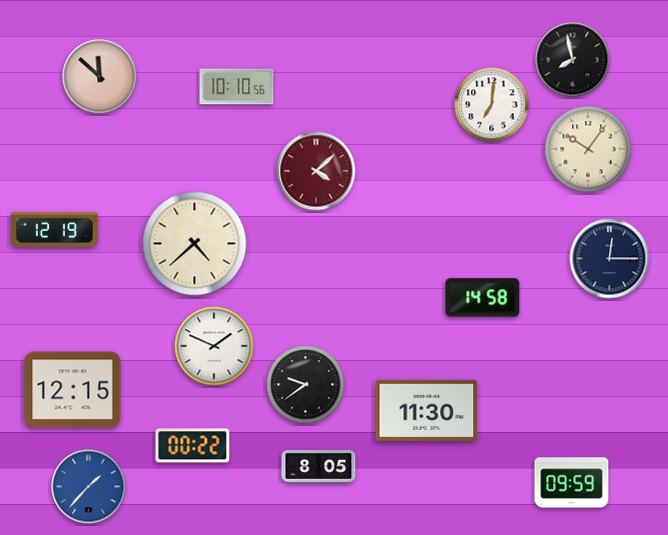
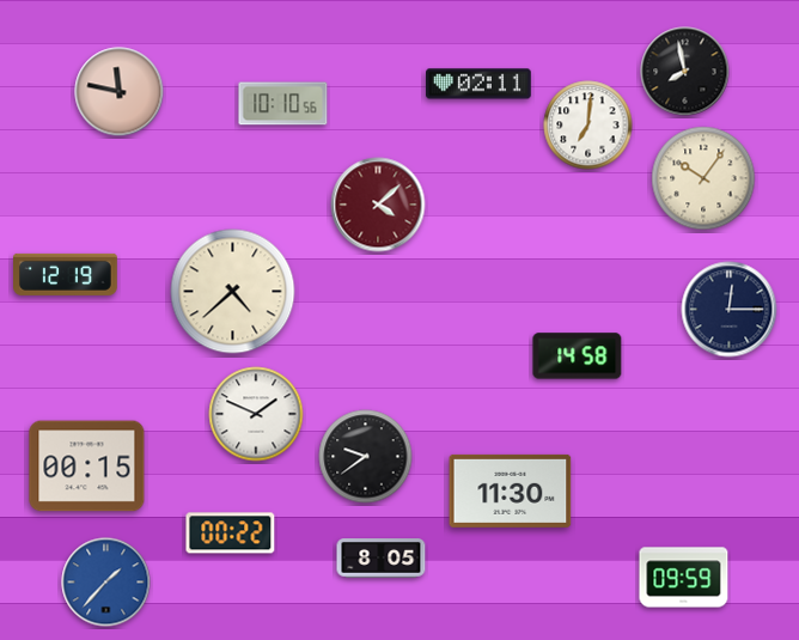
clock at (478, 84): none -> 02:11
clock at (100, 77): 11:52 -> 11:47
clock at (306, 385) position: (306, 385) -> (366, 457)
clock at (73, 390): 12:15 -> 00:15
